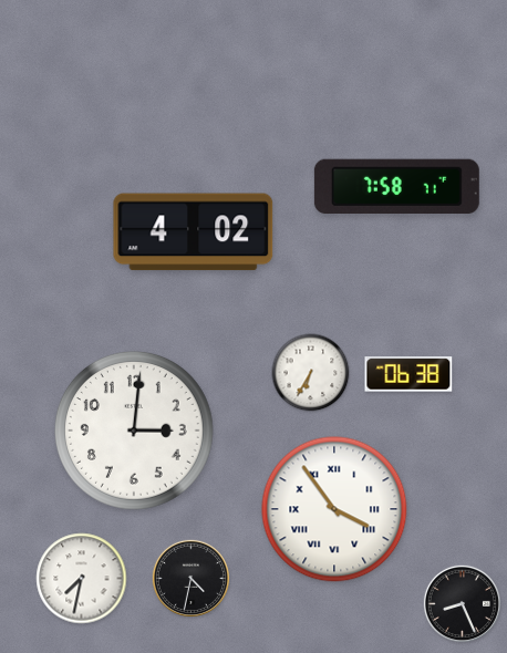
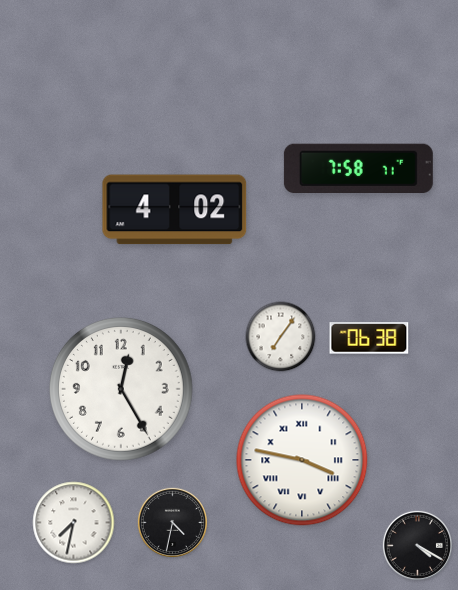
clock at (311, 373): 6:35 -> 7:06
clock at (134, 431): 3:01 -> 12:25
clock at (334, 509): 3:54 -> 3:47
clock at (462, 603): 8:26 -> 4:20
